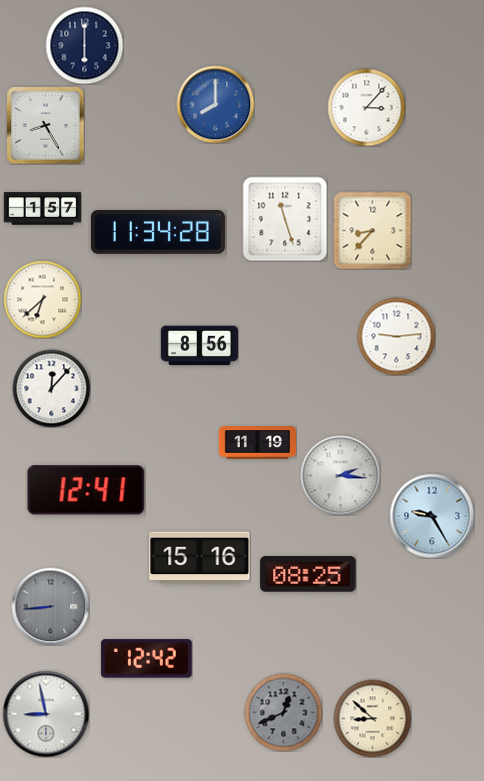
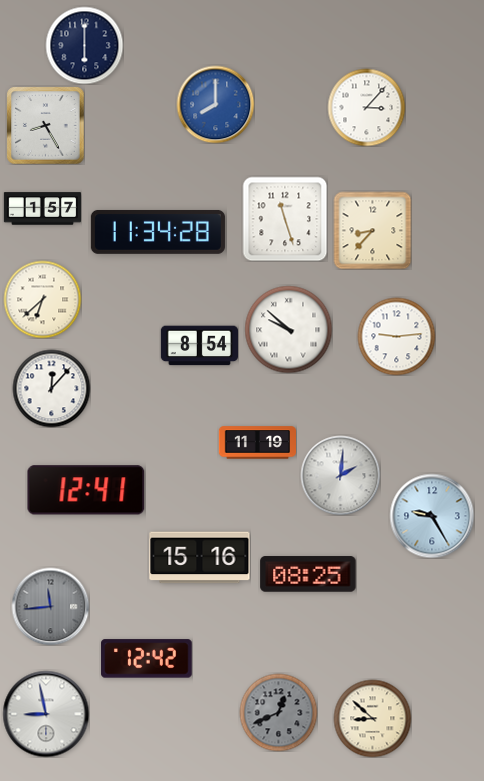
clock at (288, 329): none -> 9:52
clock at (199, 346): 8:56 -> 8:54
clock at (340, 475): 2:16 -> 2:01
clock at (50, 606): 8:44 -> 11:44
clock at (283, 712) position: (283, 712) -> (278, 712)
